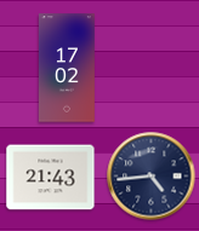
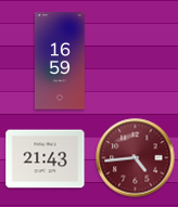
clock at (67, 68): 17:02 -> 16:59
clock at (152, 177) dial: navy -> burgundy
